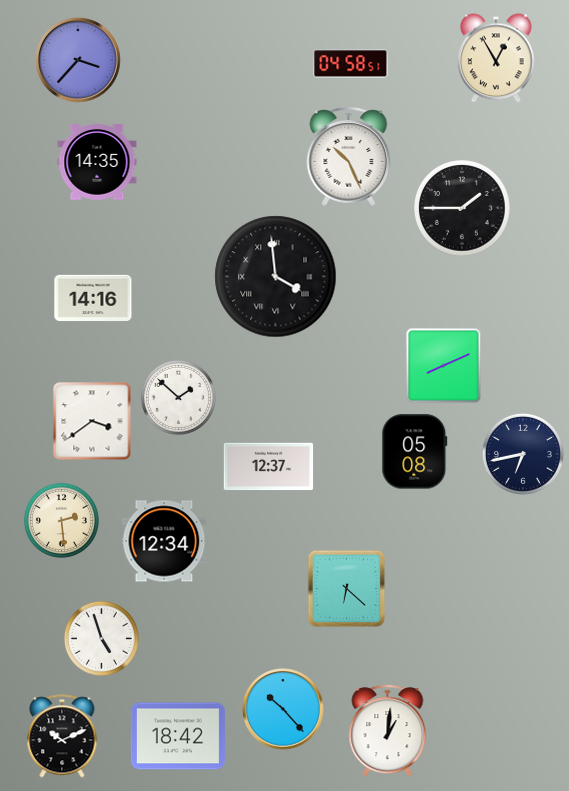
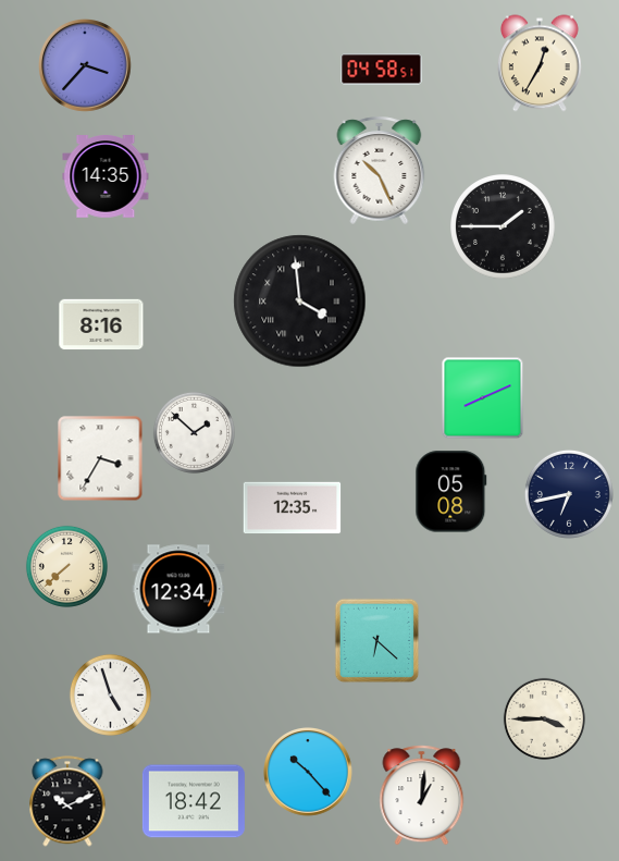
clock at (496, 58): 12:55 -> 12:35
clock at (93, 298): 14:16 -> 8:16
clock at (92, 421): 3:39 -> 3:35
clock at (269, 467): 12:37 -> 12:35
clock at (61, 520): 2:29 -> 7:38
clock at (544, 718): none -> 3:45
